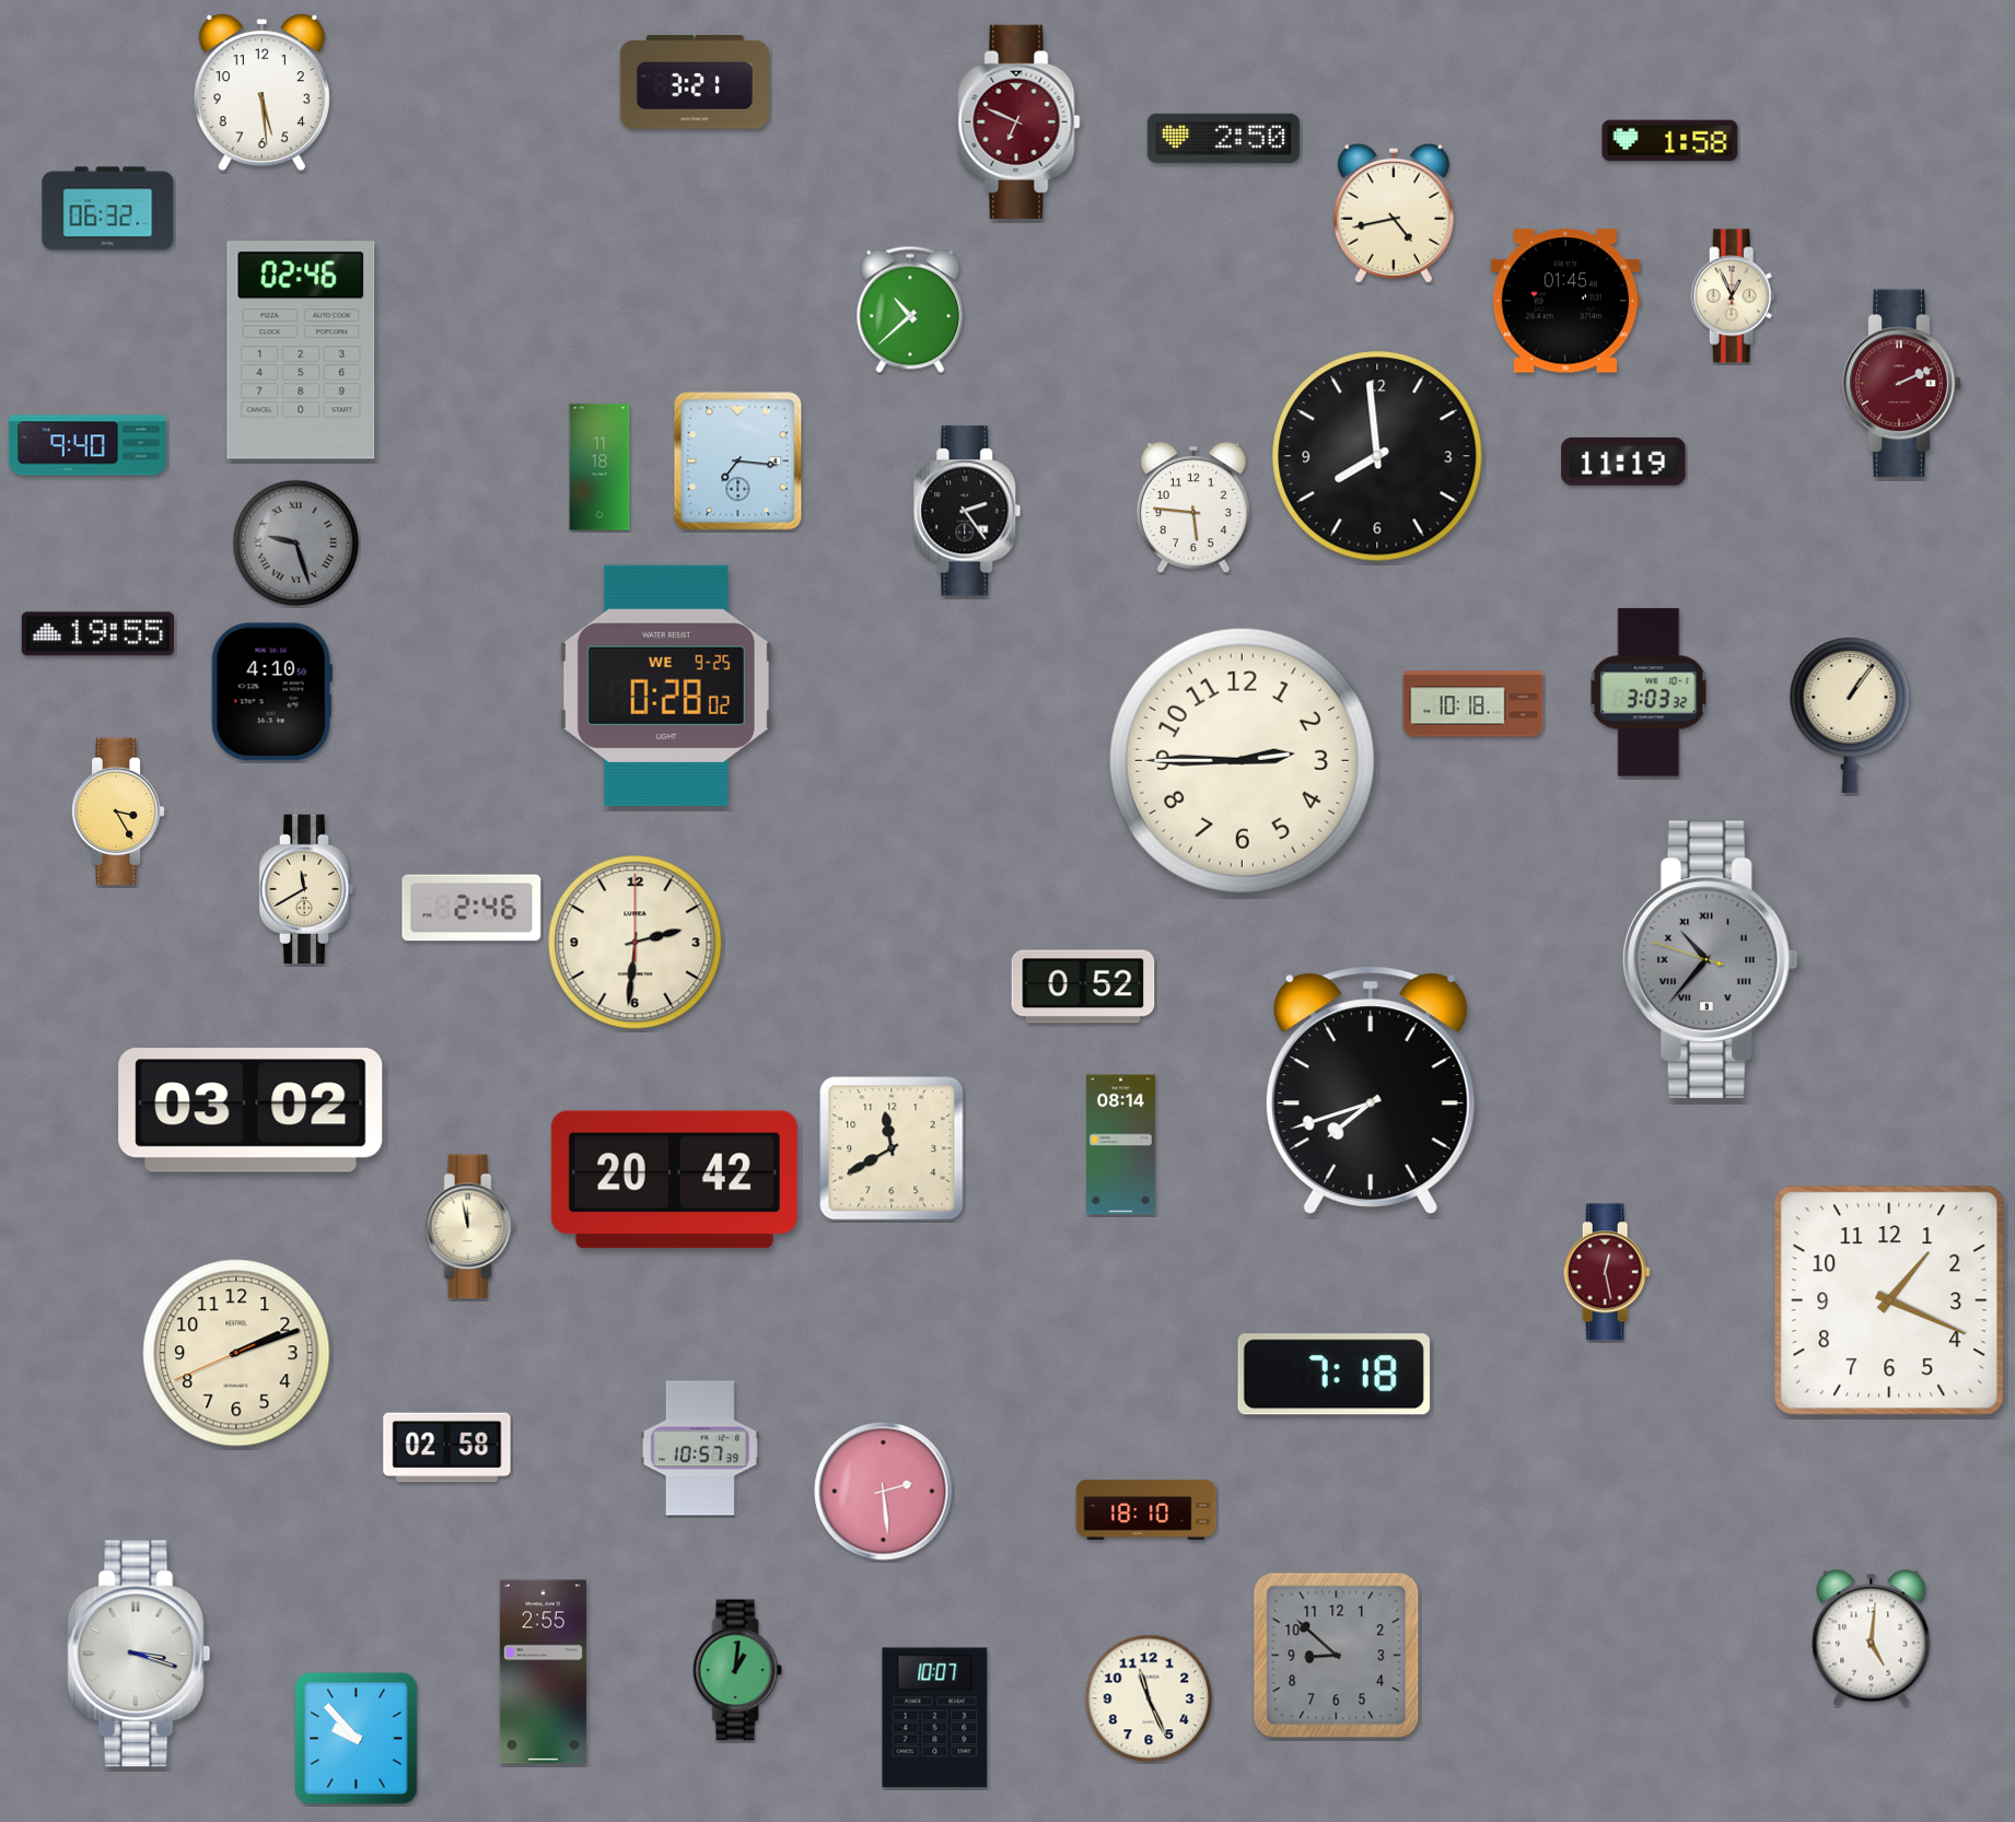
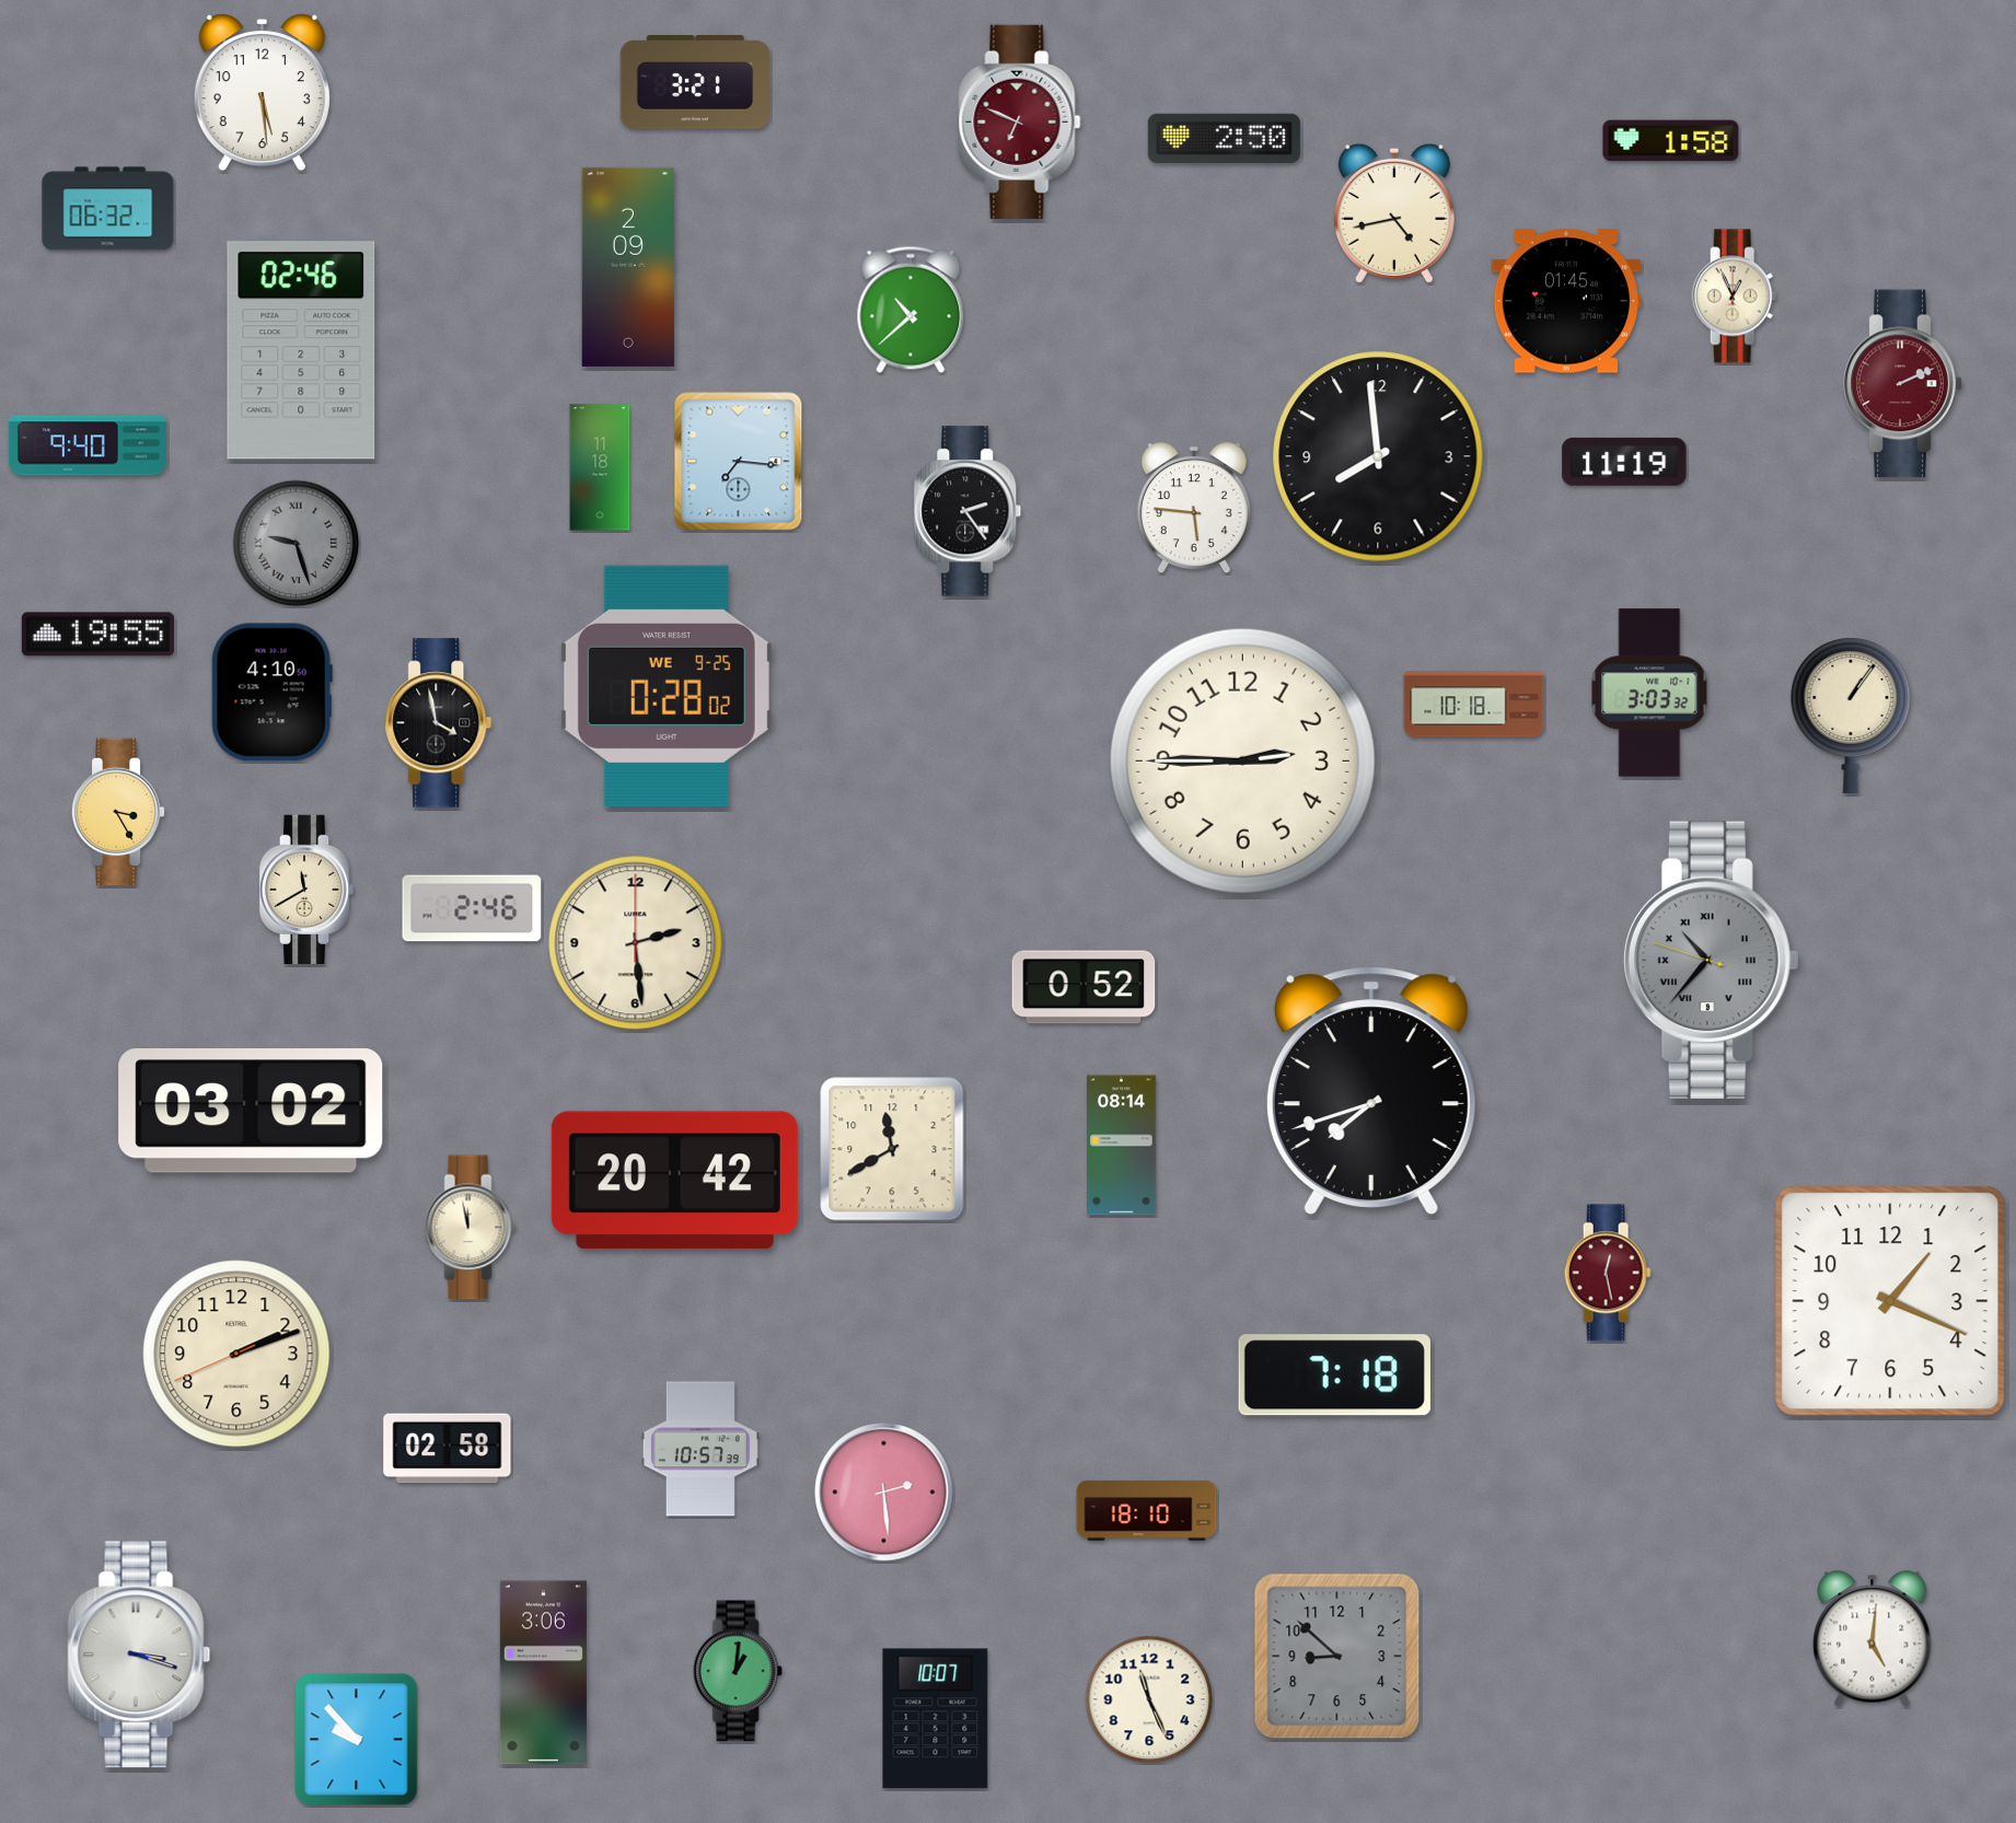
clock at (627, 267): none -> 2:09
clock at (439, 723): none -> 3:58
clock at (636, 943): 2:31 -> 2:29
clock at (543, 1672): 2:55 -> 3:06
